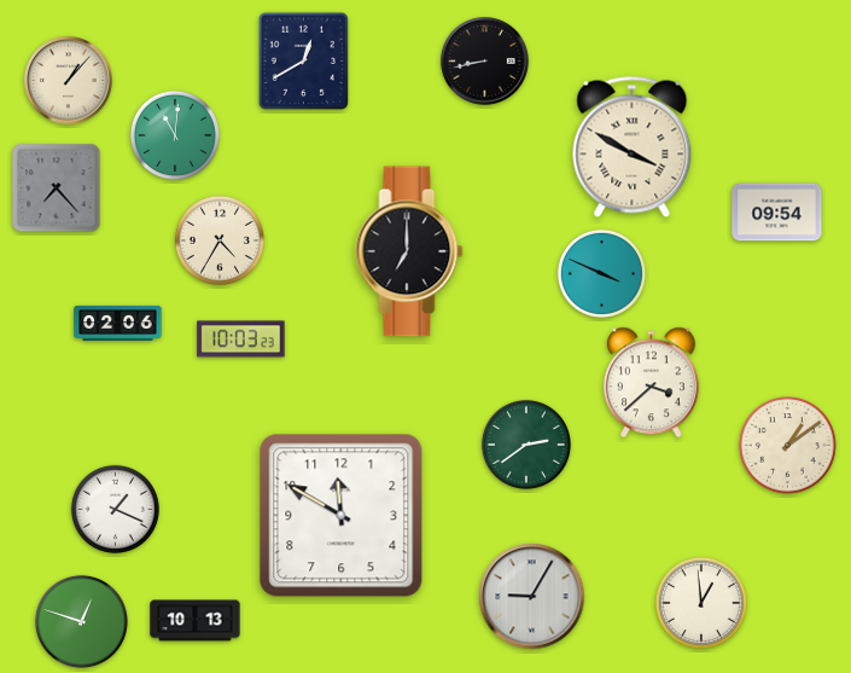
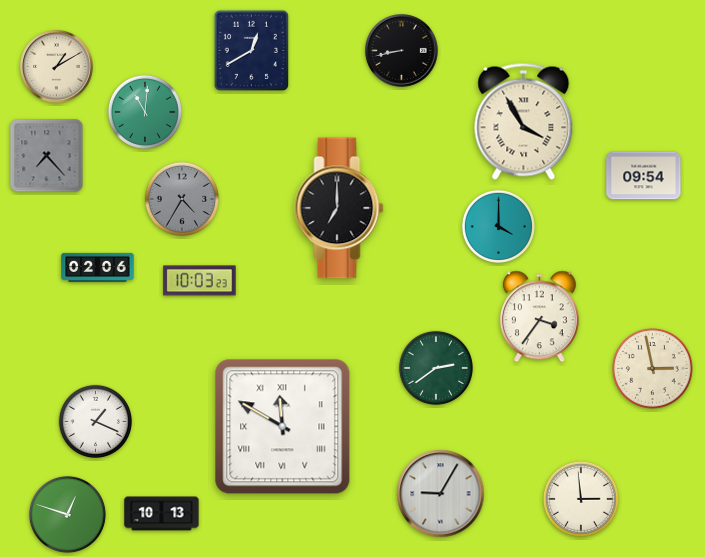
clock at (69, 81): 1:07 -> 1:10
clock at (633, 146): 3:50 -> 3:55
clock at (220, 240) dial: cream -> grey
clock at (601, 273): 3:49 -> 4:00
clock at (651, 383): 3:38 -> 3:36
clock at (788, 446): 1:09 -> 2:58
clock at (342, 516) numerals: Arabic -> Roman
clock at (701, 603): 12:59 -> 2:59
